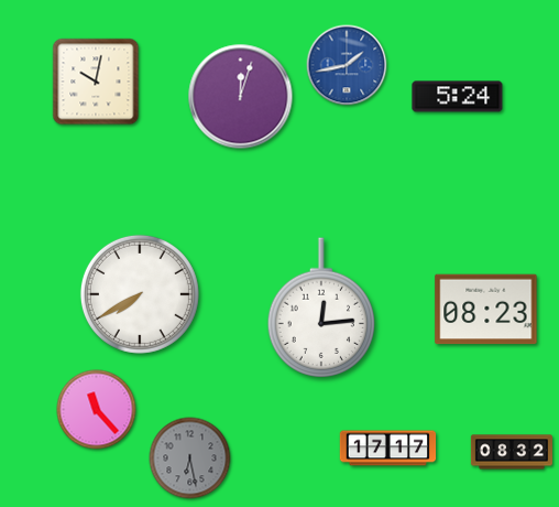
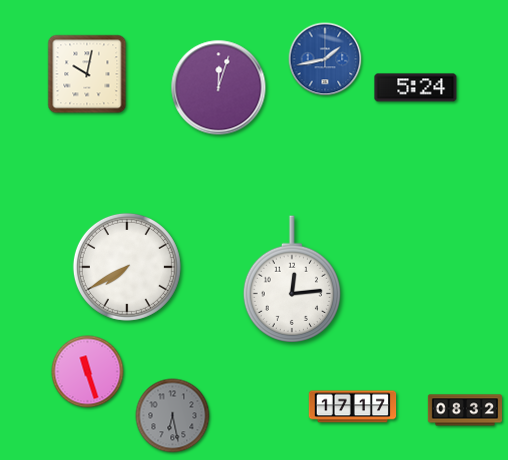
clock at (347, 65) position: (347, 65) -> (325, 59)
clock at (486, 310): 08:23 -> none
clock at (97, 410): 11:23 -> 11:27
